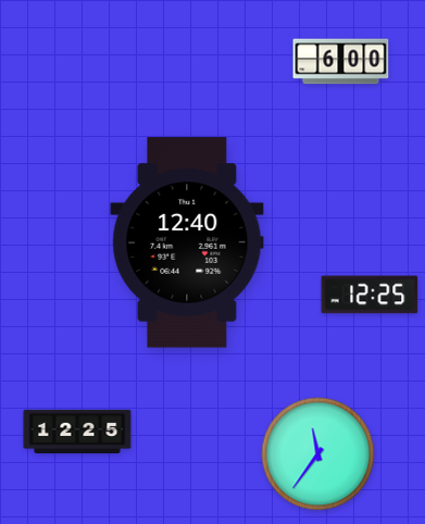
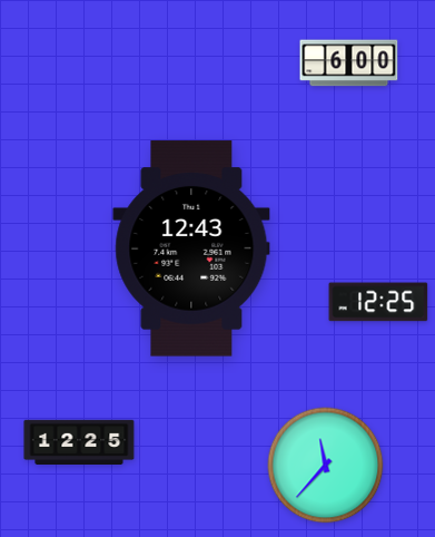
clock at (187, 242): 12:40 -> 12:43
clock at (318, 454): 11:36 -> 11:37
